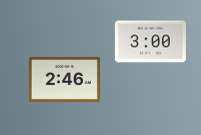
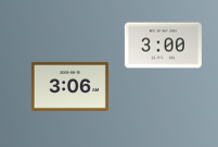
clock at (64, 79): 2:46 -> 3:06
